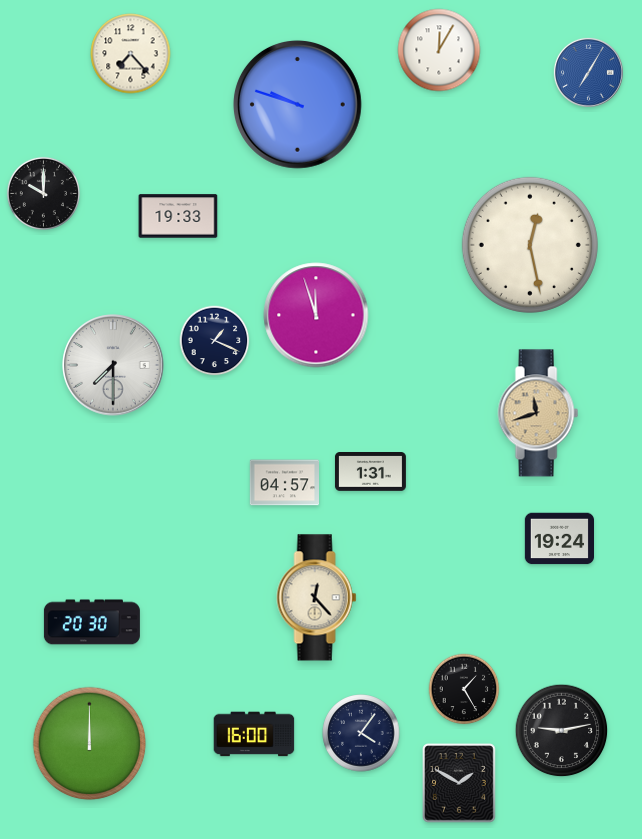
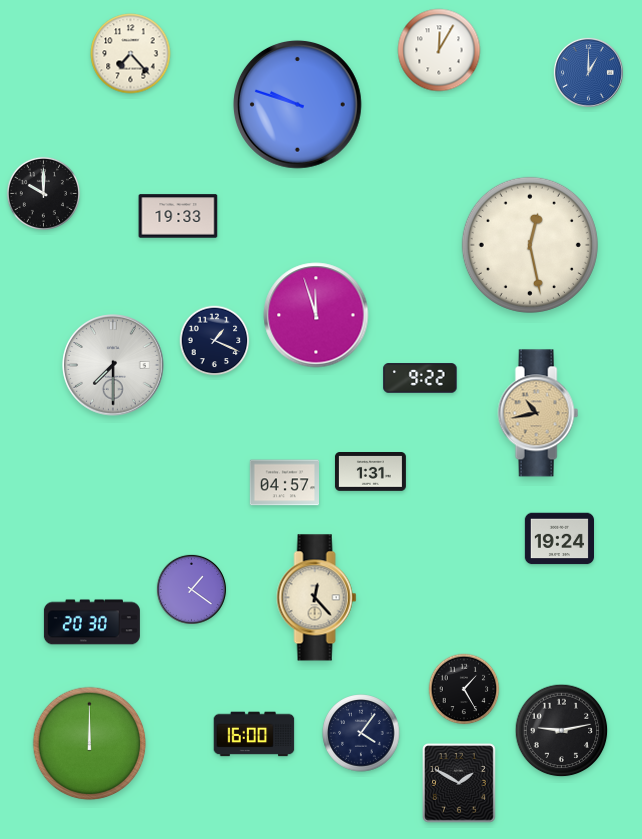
clock at (588, 72): 7:05 -> 1:00
clock at (420, 378): none -> 9:22
clock at (538, 413): 11:42 -> 10:43
clock at (191, 589): none -> 1:21
